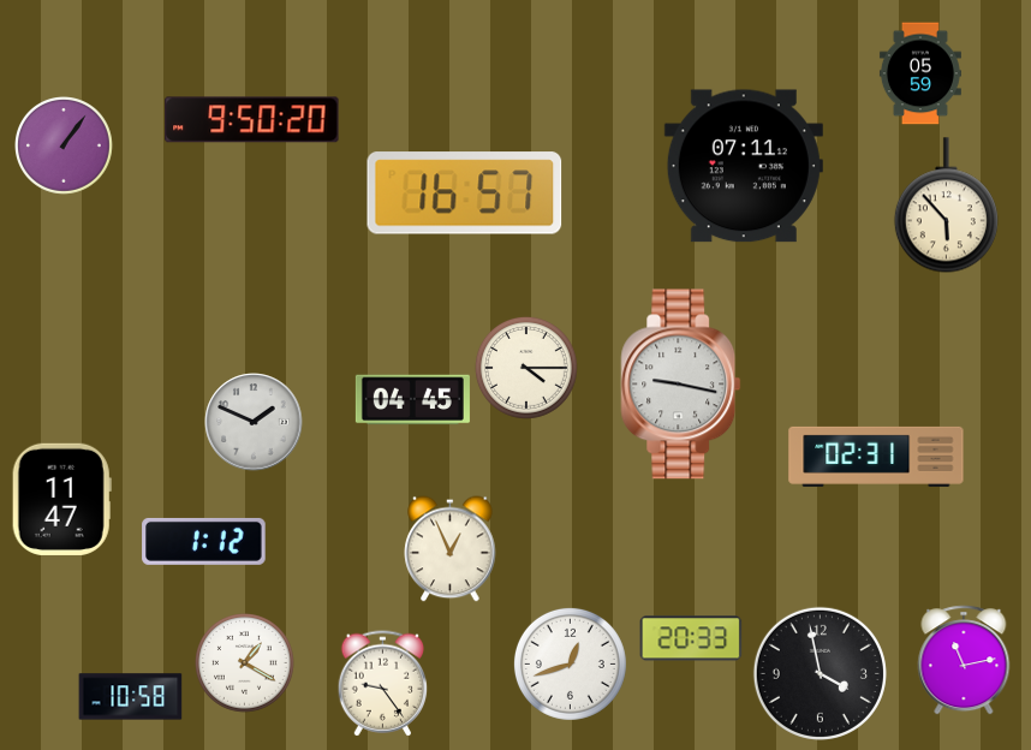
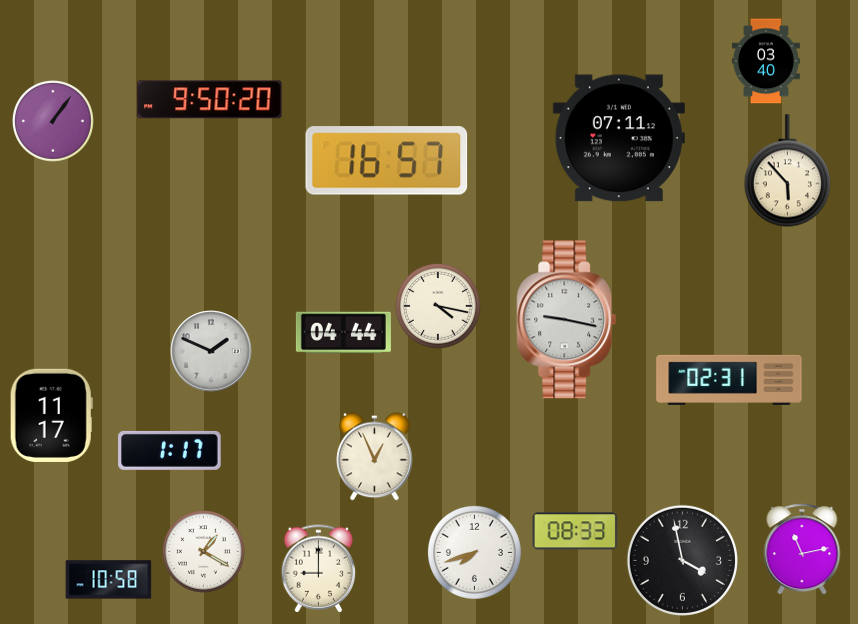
clock at (920, 73): 05:59 -> 03:40
clock at (526, 368): 4:15 -> 4:17
clock at (412, 400): 04:45 -> 04:44
clock at (61, 499): 11:47 -> 11:17
clock at (204, 541): 1:12 -> 1:17
clock at (691, 638): 20:33 -> 08:33
clock at (570, 663): 12:42 -> 7:42
clock at (383, 684): 9:24 -> 9:00
